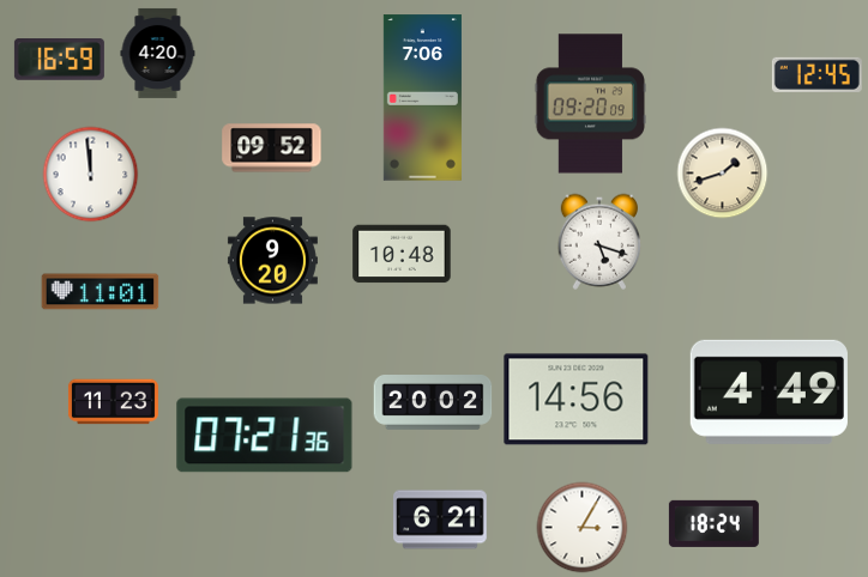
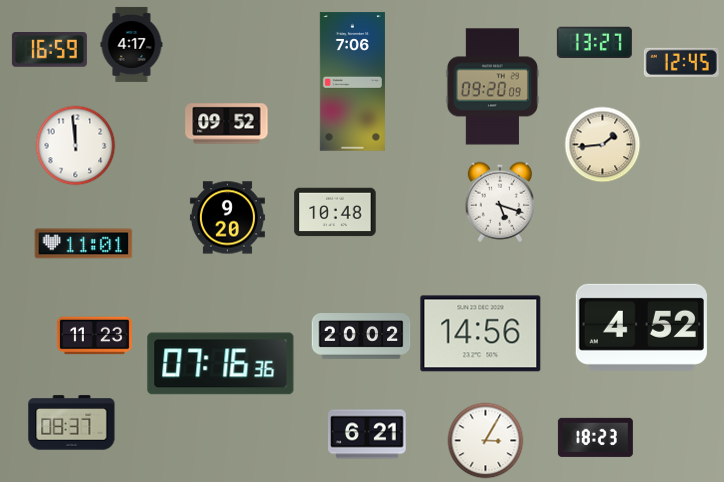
clock at (594, 42): none -> 13:27
clock at (158, 53): 4:20 -> 4:17
clock at (723, 174): 1:42 -> 1:44
clock at (768, 391): 4:49 -> 4:52
clock at (265, 436): 07:21 -> 07:16
clock at (72, 423): none -> 08:37
clock at (713, 523): 18:24 -> 18:23
